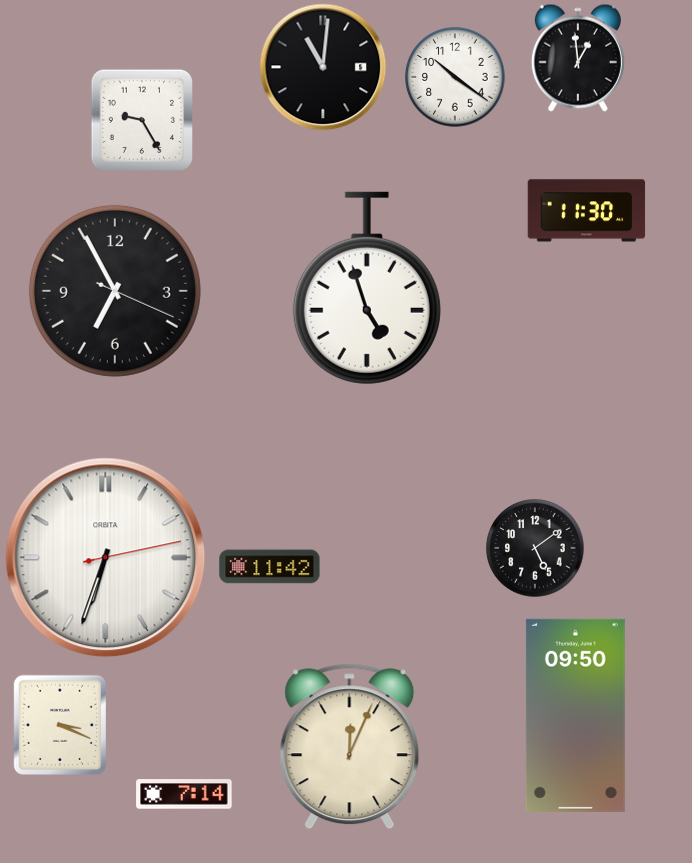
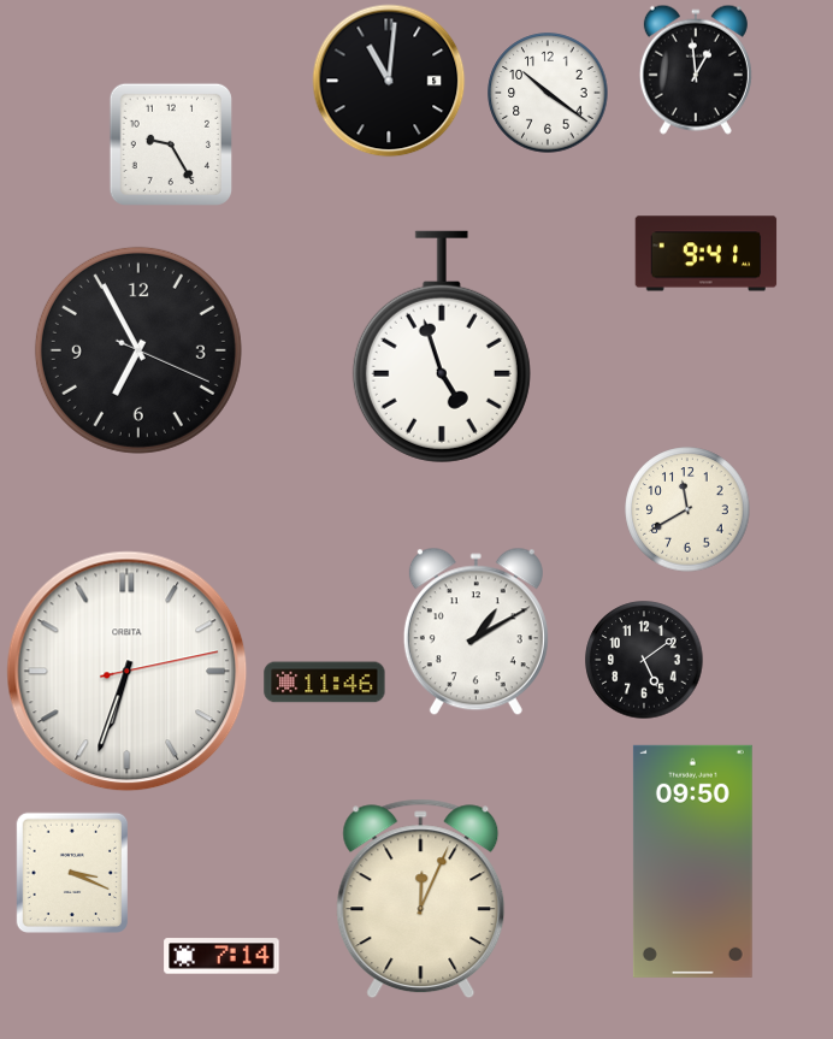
clock at (587, 211): 11:30 -> 9:41
clock at (687, 509): none -> 11:40
clock at (475, 632): none -> 1:10
clock at (270, 567): 11:42 -> 11:46
